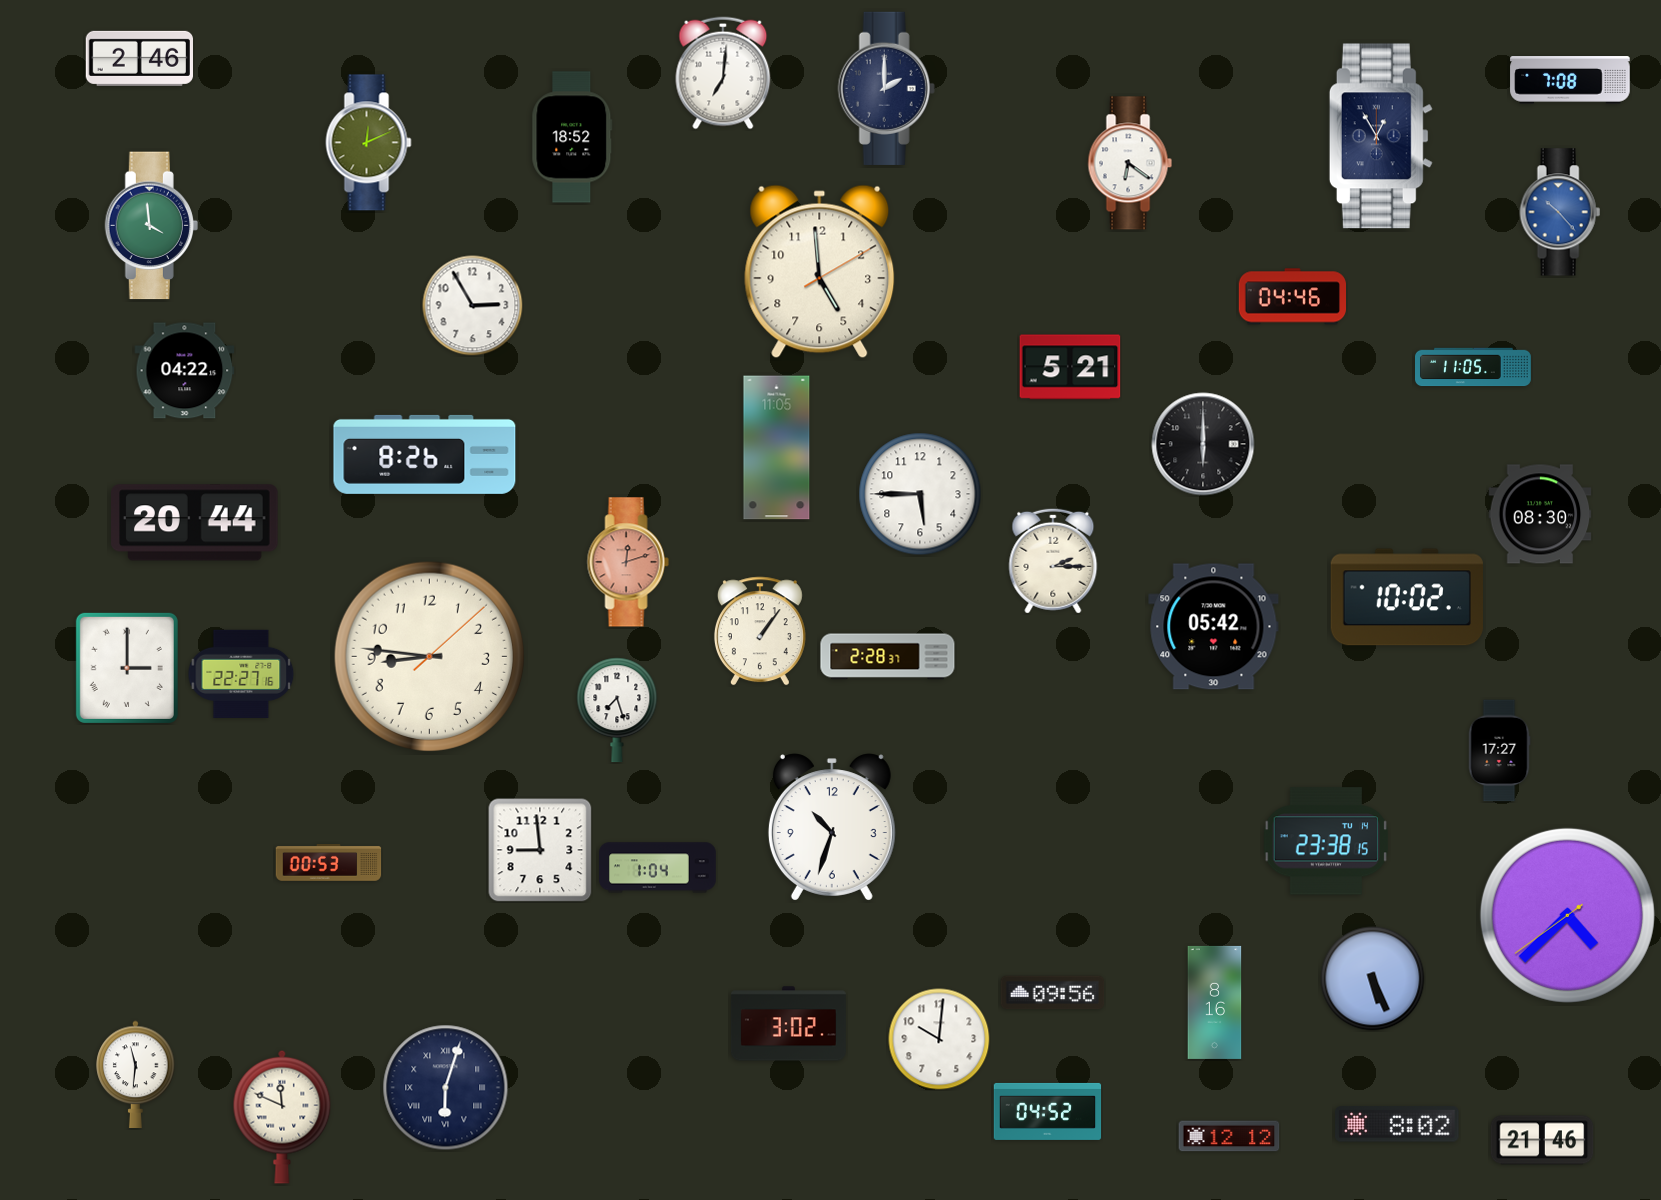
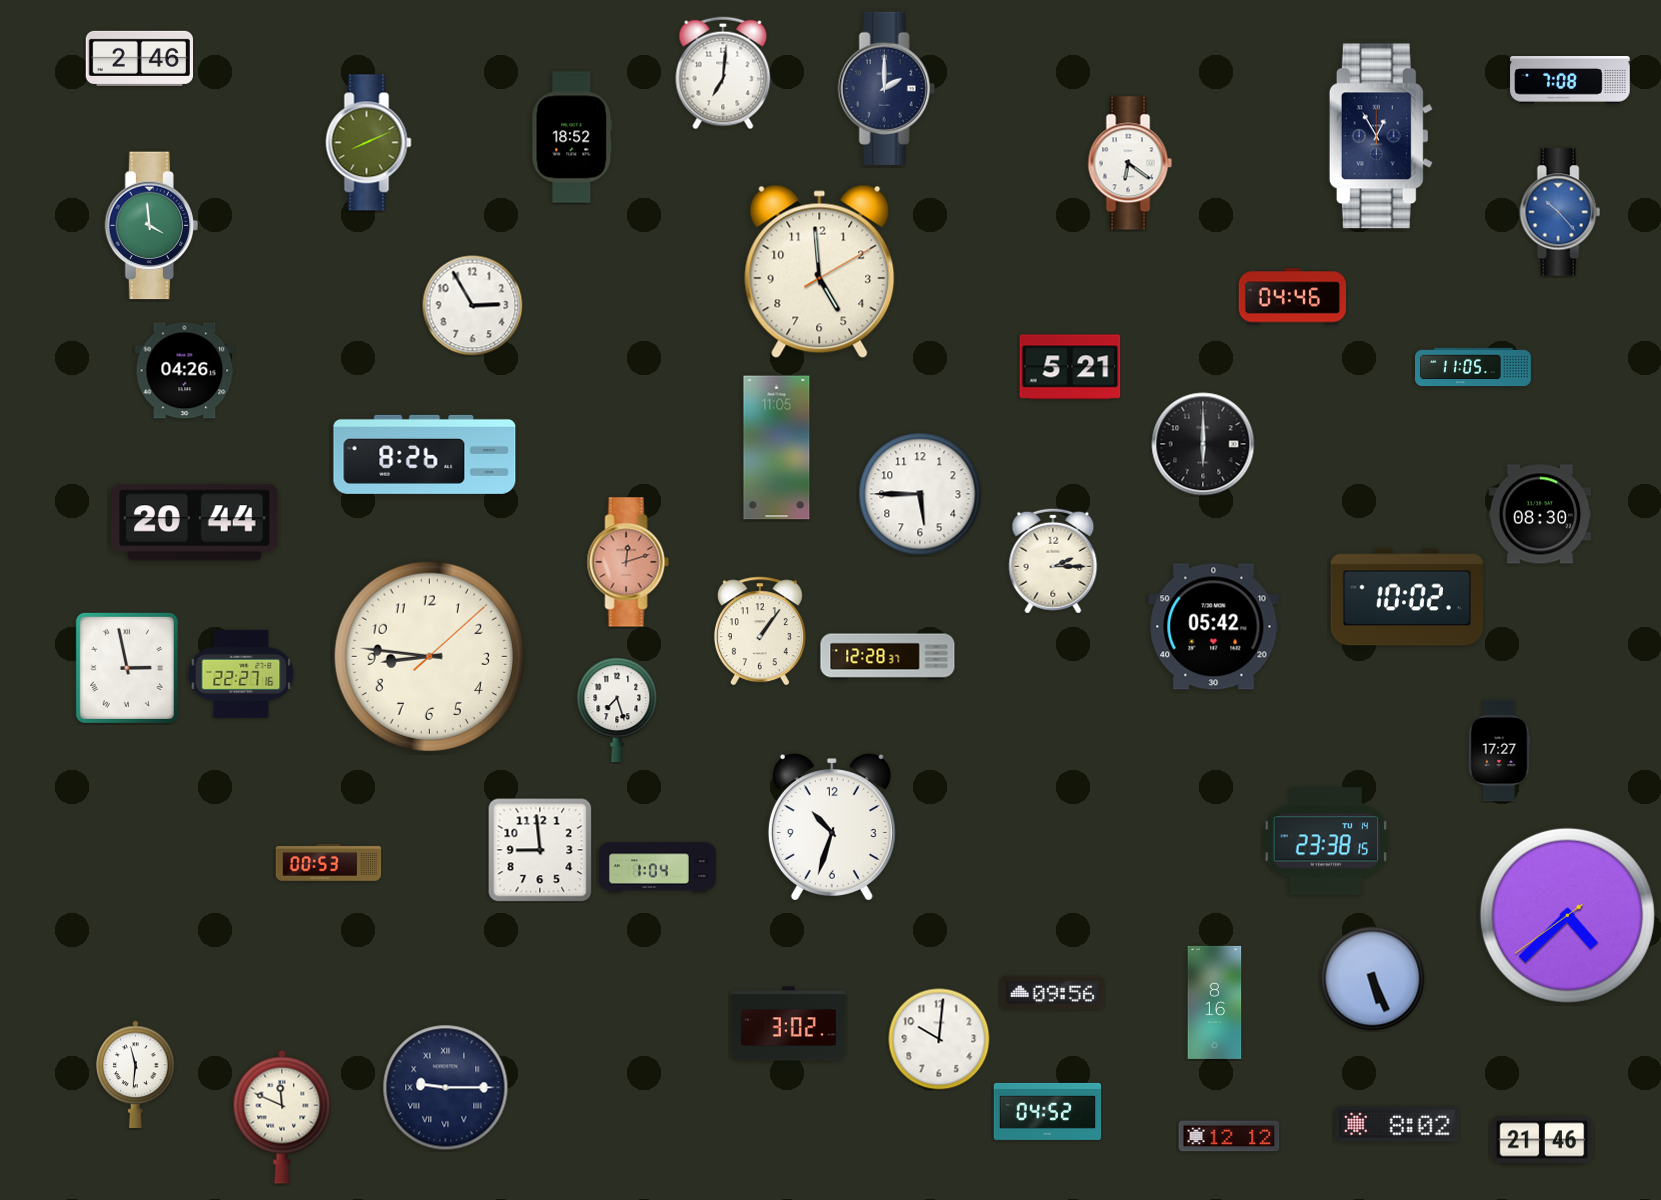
clock at (369, 143): 12:11 -> 8:11
clock at (185, 371): 04:22 -> 04:26
clock at (888, 657): 2:28 -> 12:28
clock at (127, 668): 3:00 -> 2:58
clock at (446, 1088): 6:03 -> 9:15
